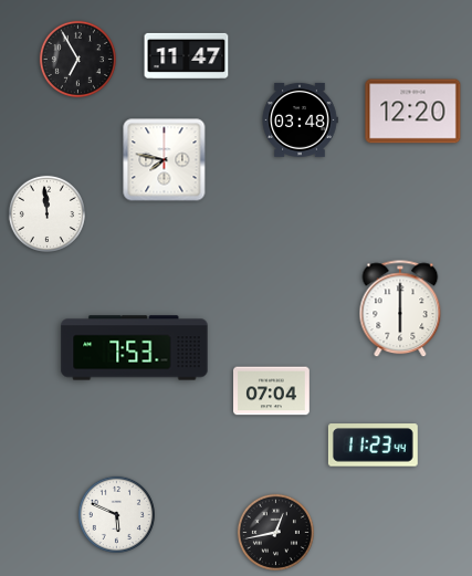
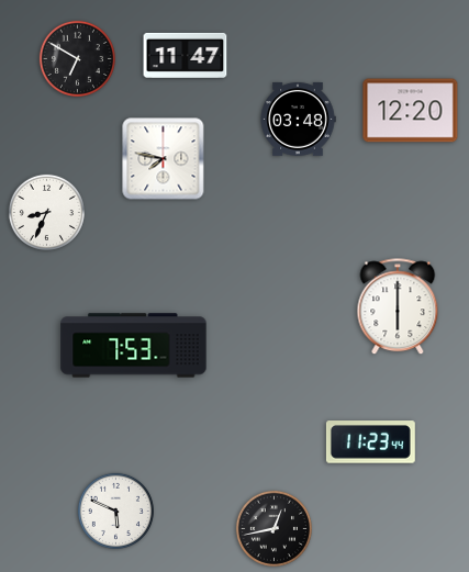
clock at (77, 59): 6:55 -> 6:50
clock at (46, 213): 11:59 -> 8:34
clock at (272, 391): 07:04 -> none
